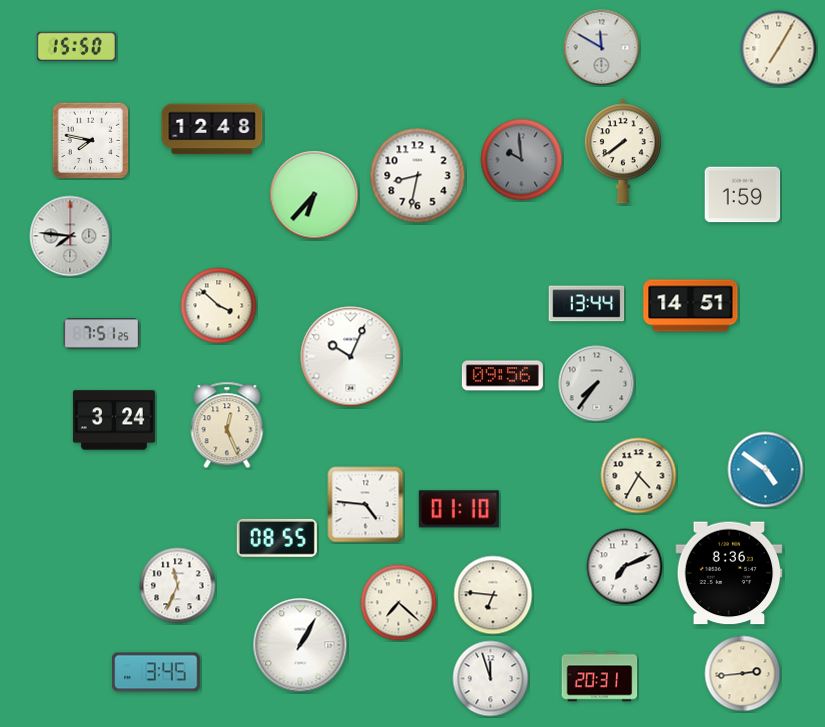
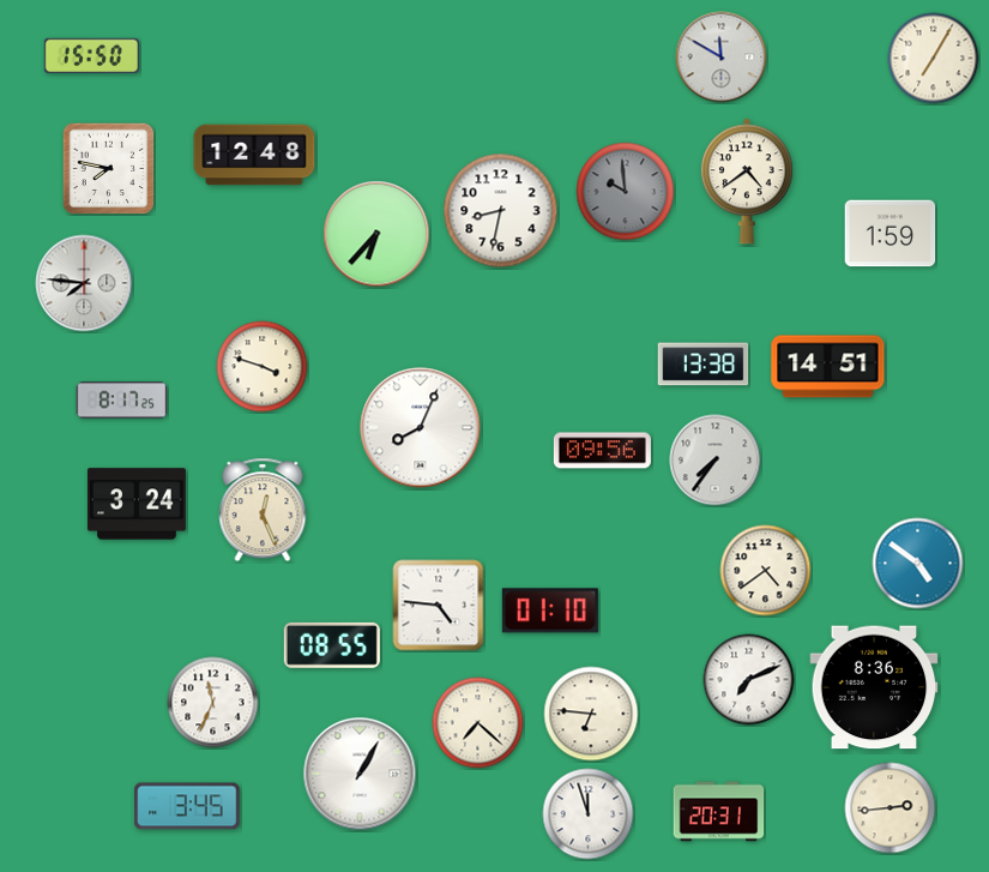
clock at (623, 151): 7:39 -> 4:39
clock at (587, 304): 13:44 -> 13:38
clock at (219, 306): 3:52 -> 3:48
clock at (102, 334): 7:51 -> 8:17
clock at (351, 357): 10:04 -> 8:04
clock at (227, 425) position: (227, 425) -> (263, 510)
clock at (639, 476): 4:35 -> 4:39
